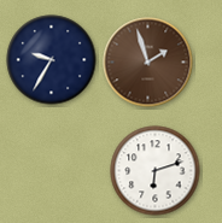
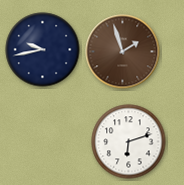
clock at (52, 60): 9:35 -> 9:43
